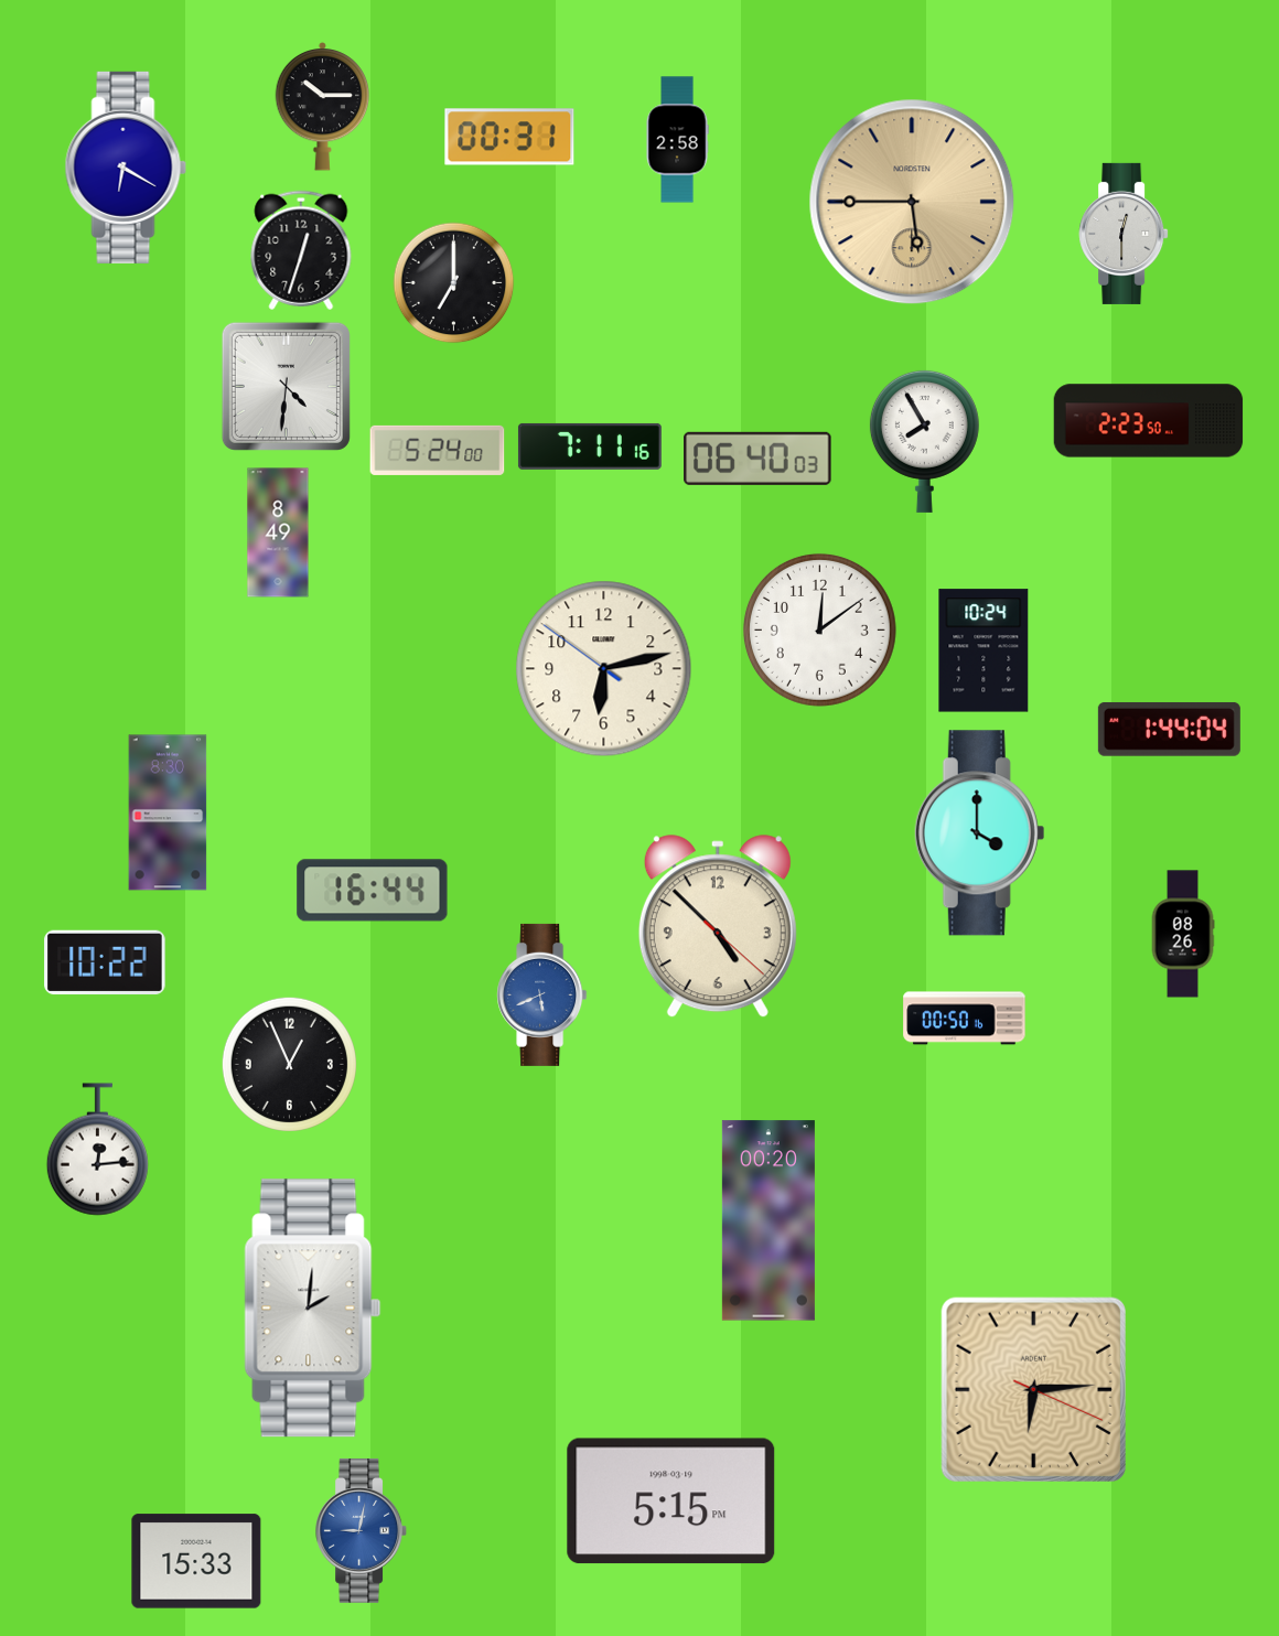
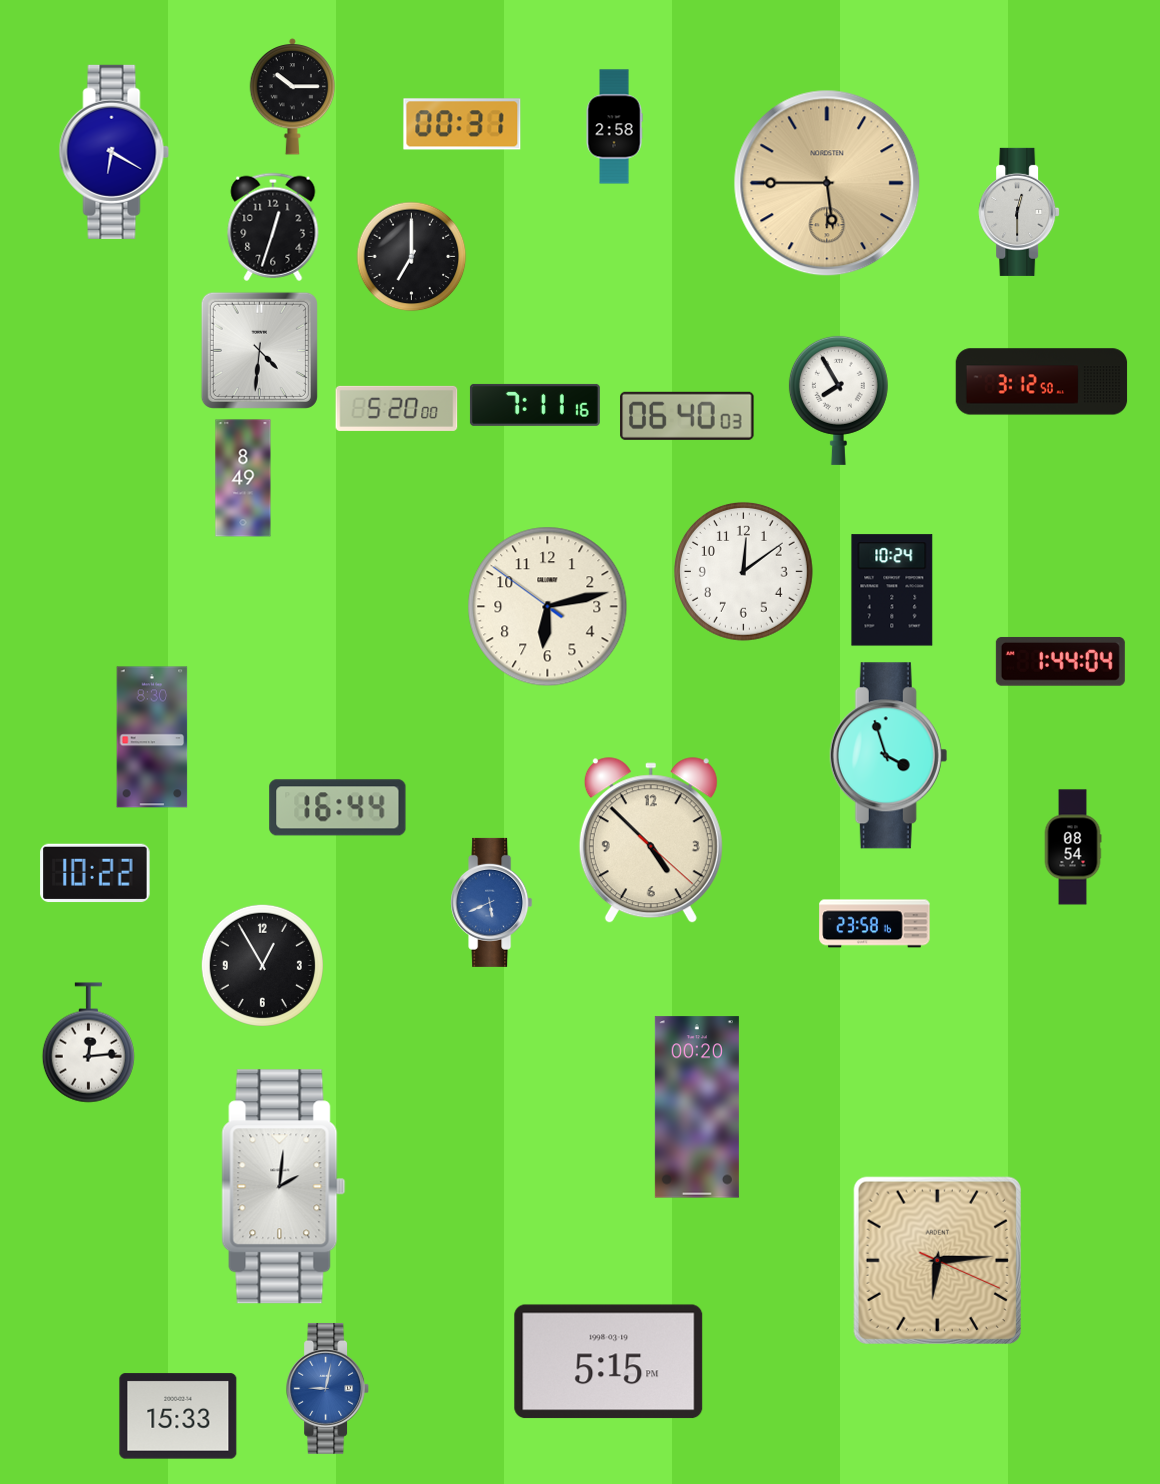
clock at (1149, 421): 2:23 -> 3:12
clock at (438, 450): 5:24 -> 5:20
clock at (278, 532) position: (278, 532) -> (243, 478)
clock at (980, 833): 4:00 -> 3:57
clock at (1183, 934): 08:26 -> 08:54
clock at (965, 1019): 00:50 -> 23:58
clock at (289, 1064): 12:56 -> 12:55
